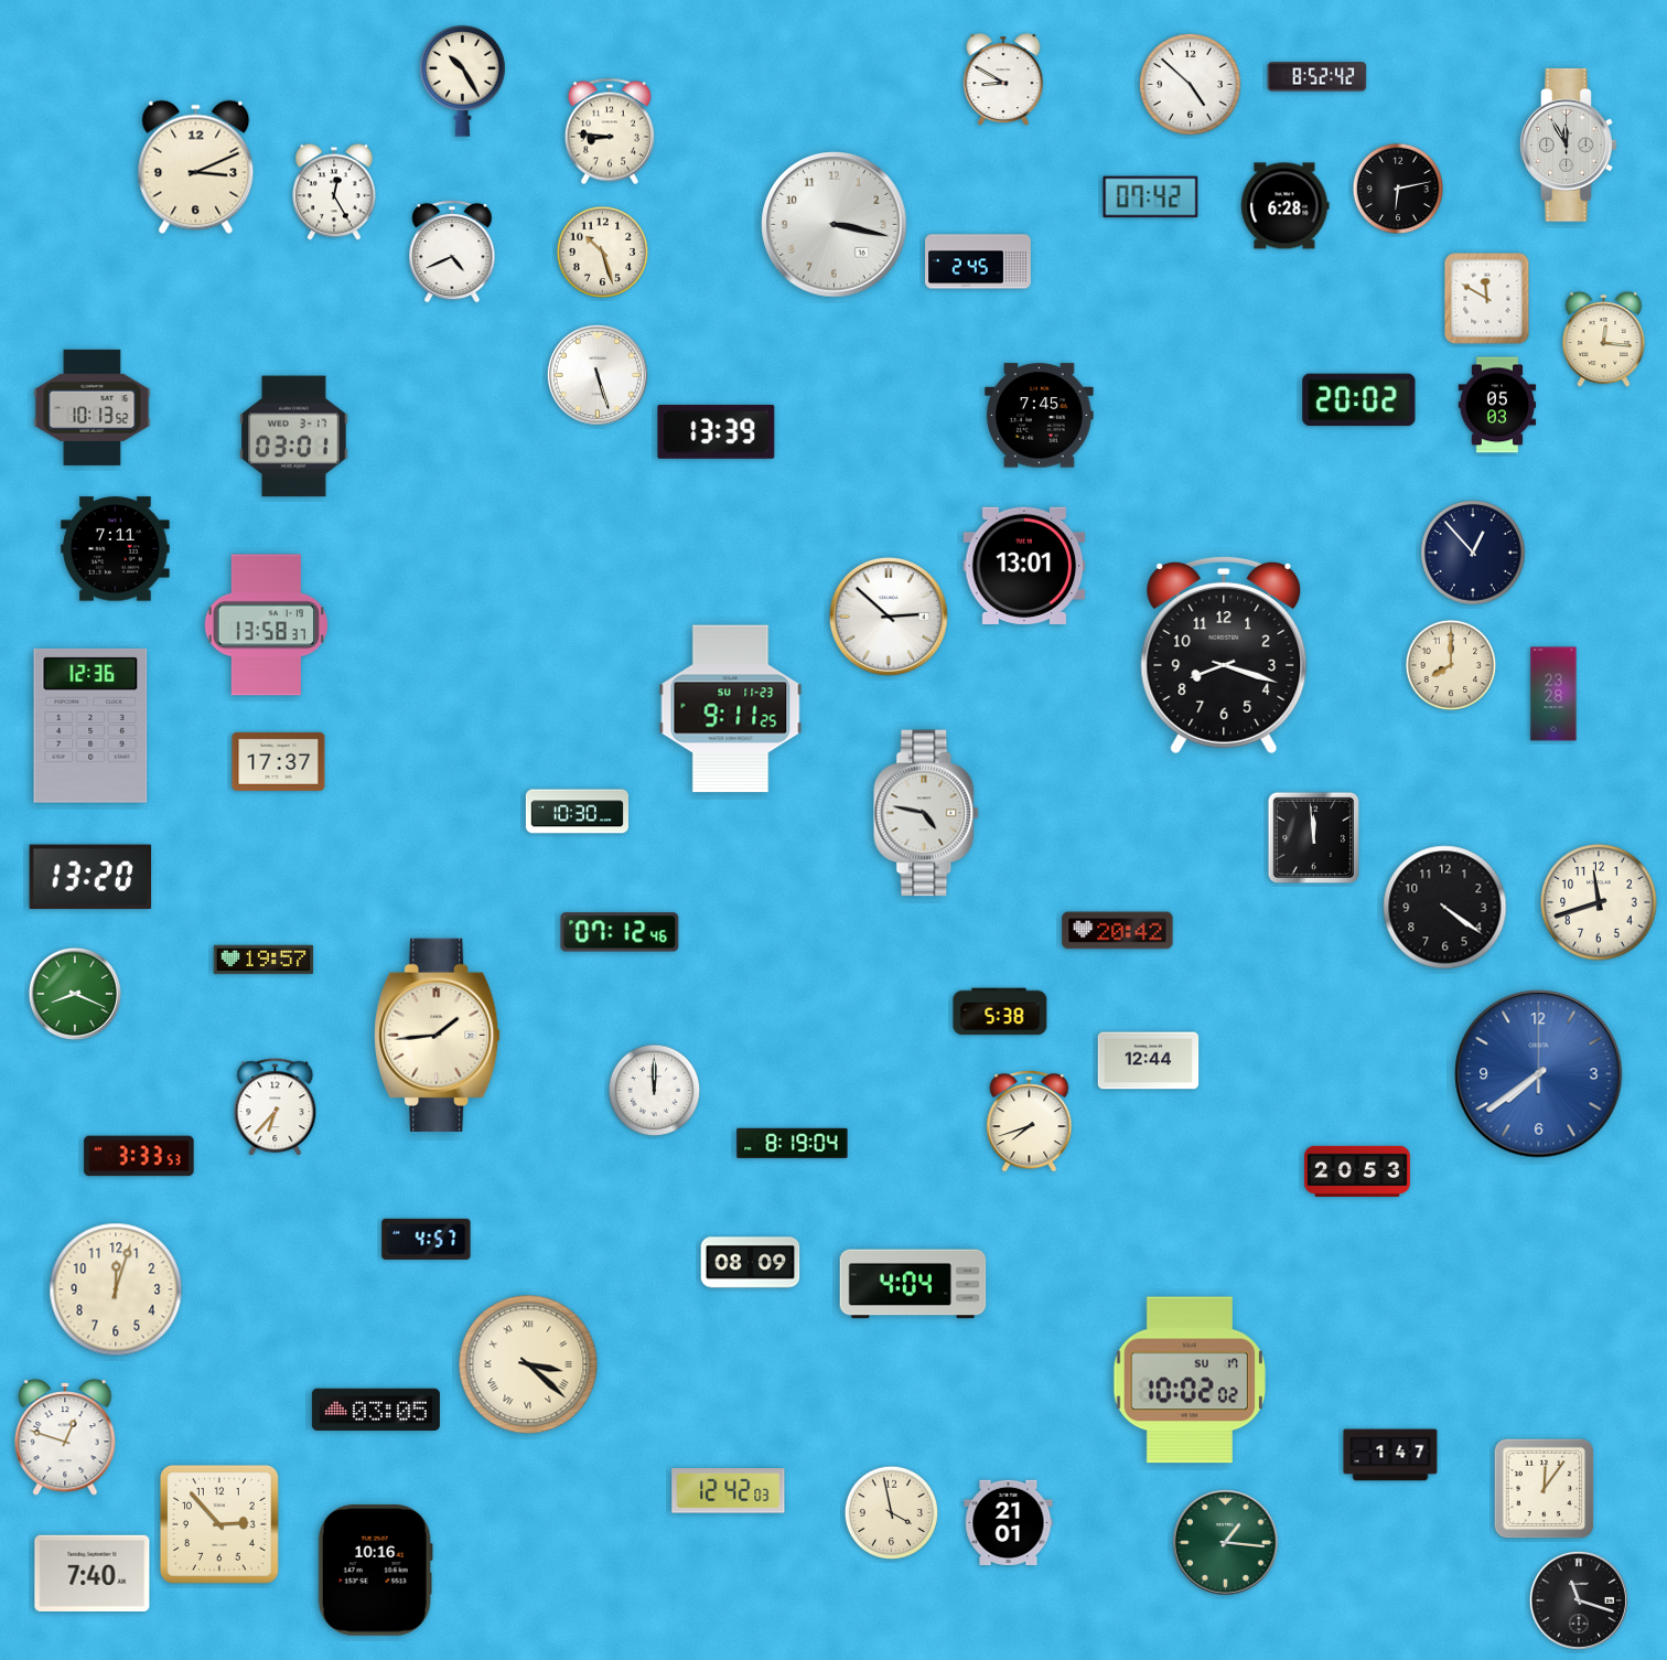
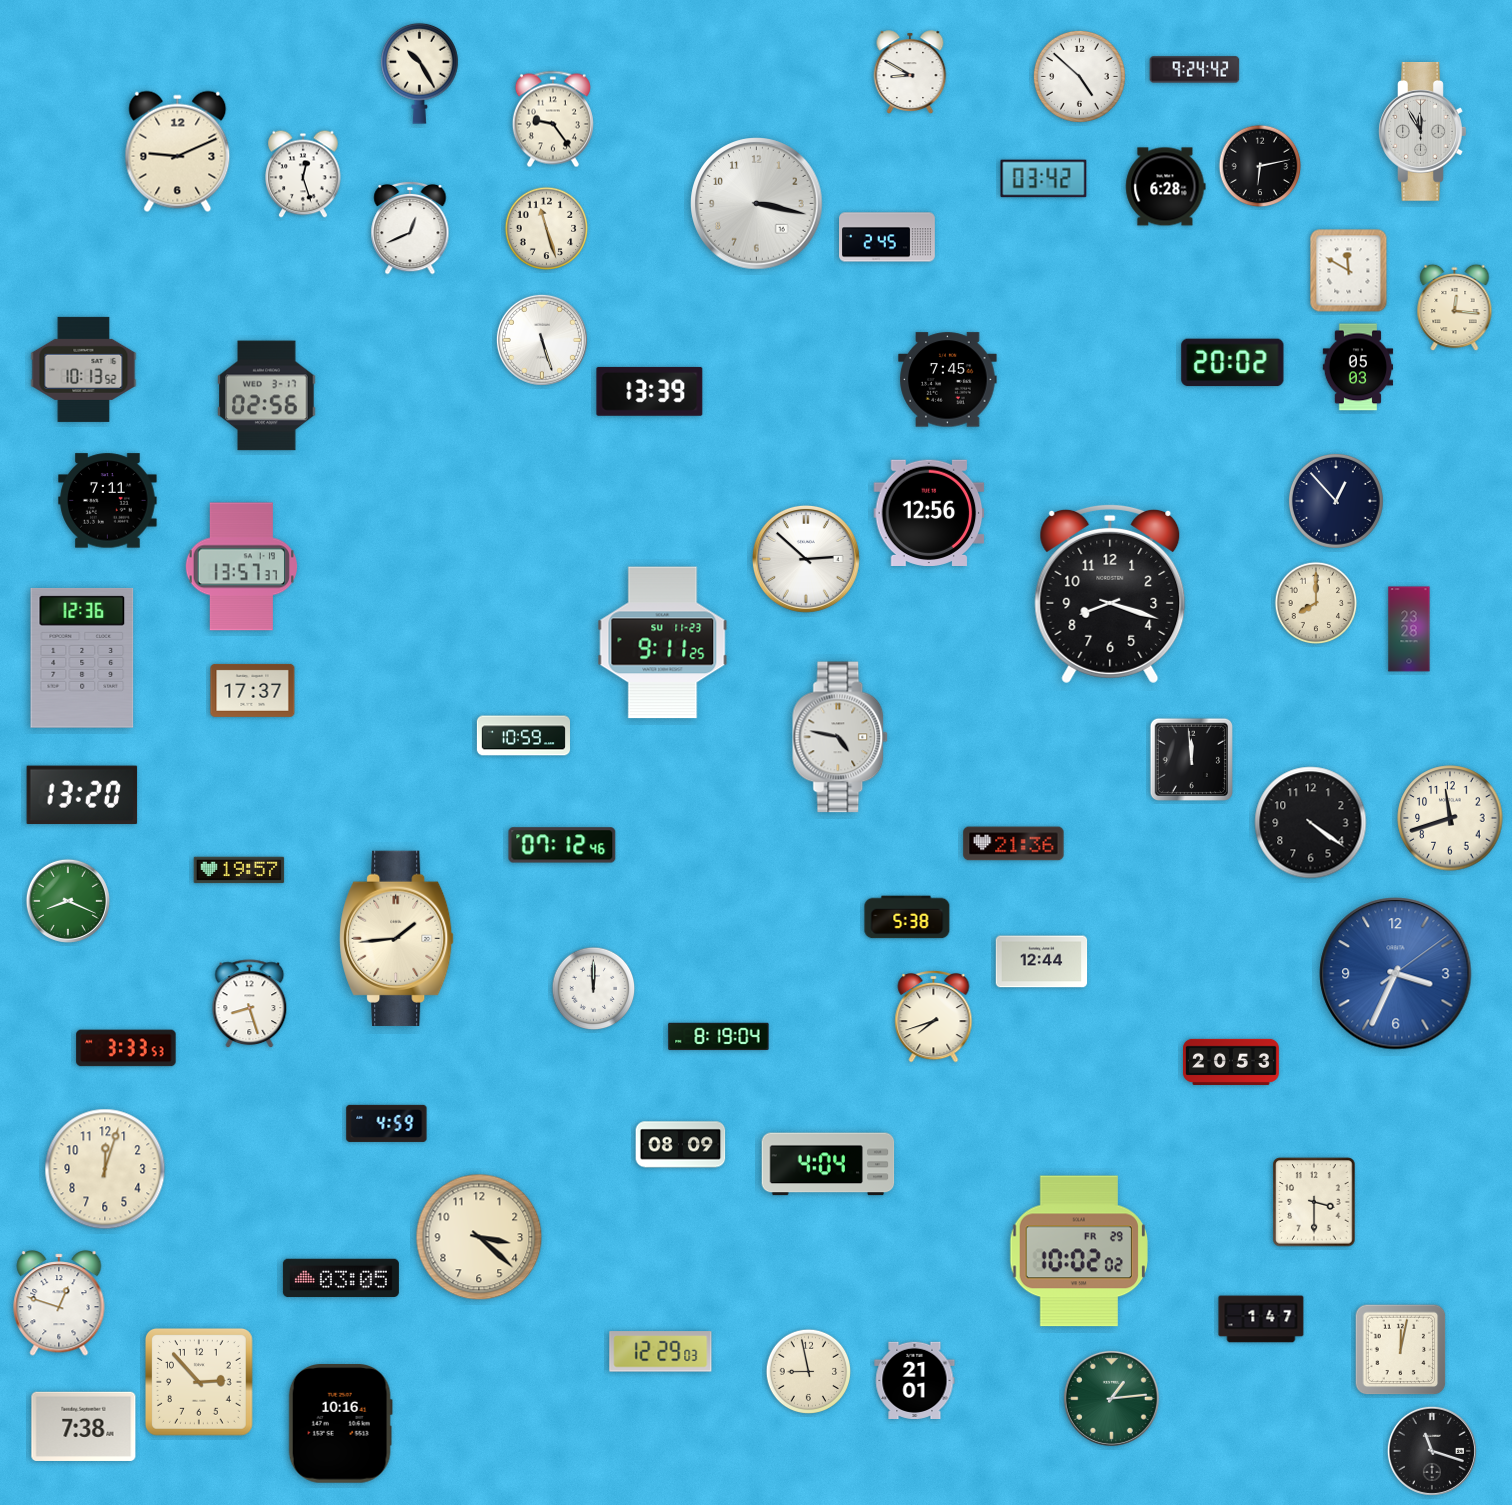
clock at (1318, 77): 8:52 -> 9:24
clock at (610, 131): 8:46 -> 9:24
clock at (196, 168): 3:11 -> 9:11
clock at (1398, 189) position: (1398, 189) -> (1260, 166)
clock at (334, 192): 12:25 -> 12:27
clock at (1151, 197): 07:42 -> 03:42
clock at (452, 251): 4:41 -> 12:41
clock at (603, 253): 10:27 -> 11:27
clock at (1040, 416) position: (1040, 416) -> (948, 380)
clock at (294, 437): 03:01 -> 02:56
clock at (116, 549) position: (116, 549) -> (108, 501)
clock at (1024, 565): 13:01 -> 12:56
clock at (266, 625): 13:58 -> 13:57
clock at (577, 812): 10:30 -> 10:59
clock at (1118, 931): 20:42 -> 21:36
clock at (1539, 1074): 7:39 -> 3:34
clock at (276, 1107): 6:37 -> 8:27
clock at (427, 1239): 4:57 -> 4:59
clock at (1314, 1202): none -> 3:30
clock at (528, 1364) numerals: Roman -> Arabic
clock at (1189, 1380) date: SU 17 -> FR 29
clock at (1545, 1489): 12:06 -> 12:02
clock at (729, 1491): 12:42 -> 12:29
clock at (892, 1513): 3:58 -> 8:58
clock at (1225, 1542): 1:16 -> 1:14
clock at (93, 1573): 7:40 -> 7:38
